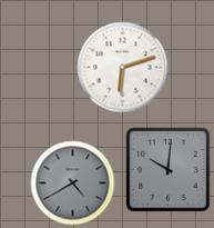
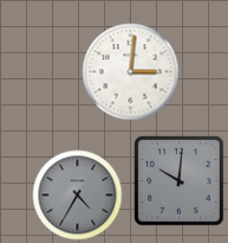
clock at (123, 68): 6:12 -> 3:01
clock at (73, 184): 4:40 -> 4:35
